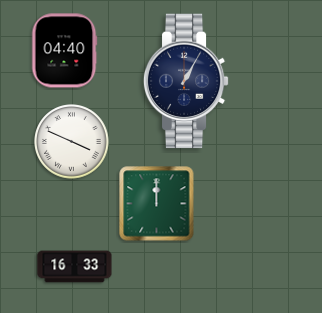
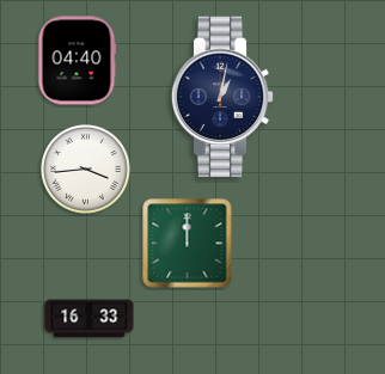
clock at (186, 81): 1:05 -> 1:02
clock at (72, 142): 3:49 -> 3:44
